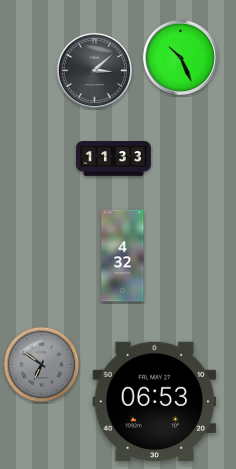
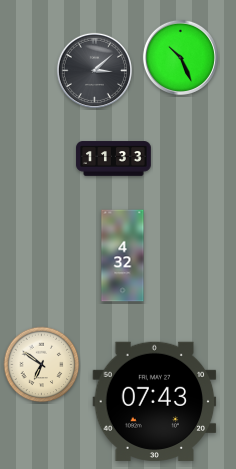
clock at (42, 365) dial: grey -> cream
clock at (155, 401): 06:53 -> 07:43
